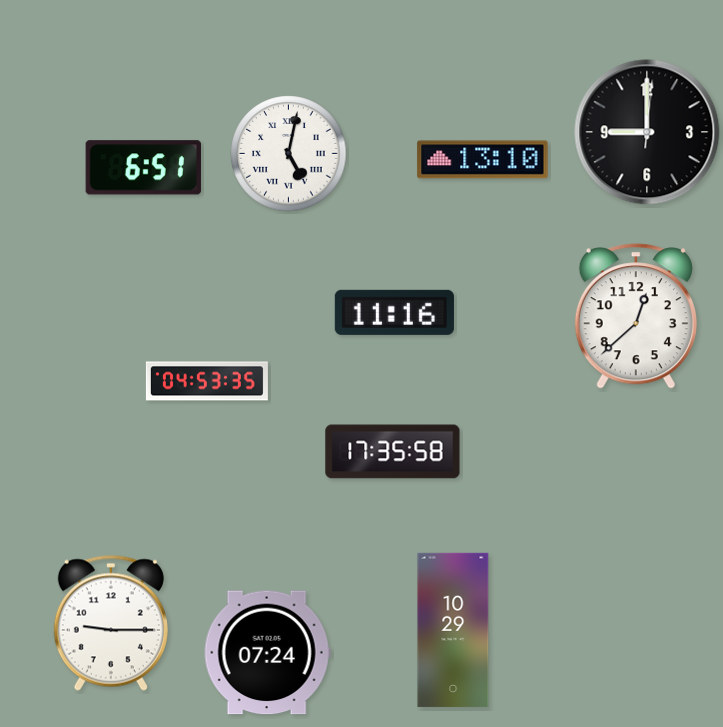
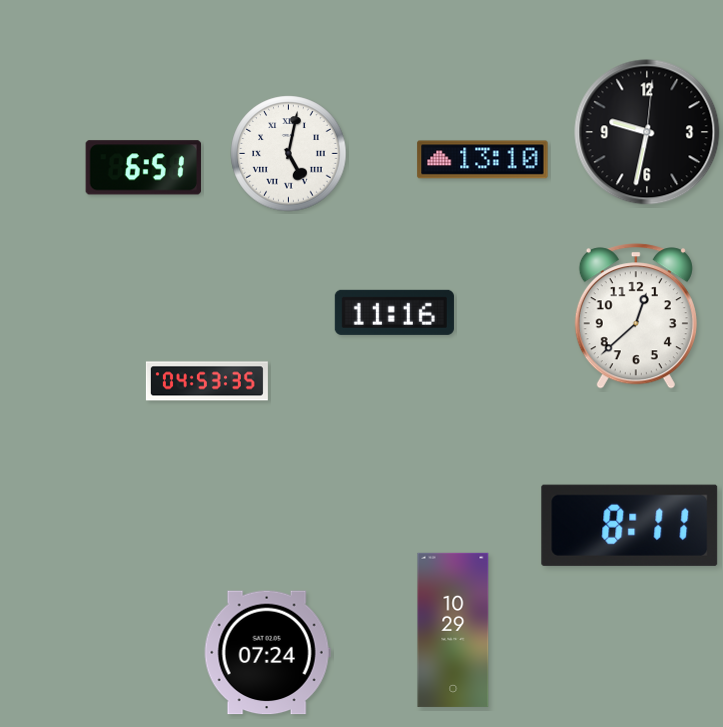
clock at (647, 132): 9:00 -> 9:32
clock at (393, 452): 17:35 -> none
clock at (630, 525): none -> 8:11
clock at (111, 623): 9:15 -> none
